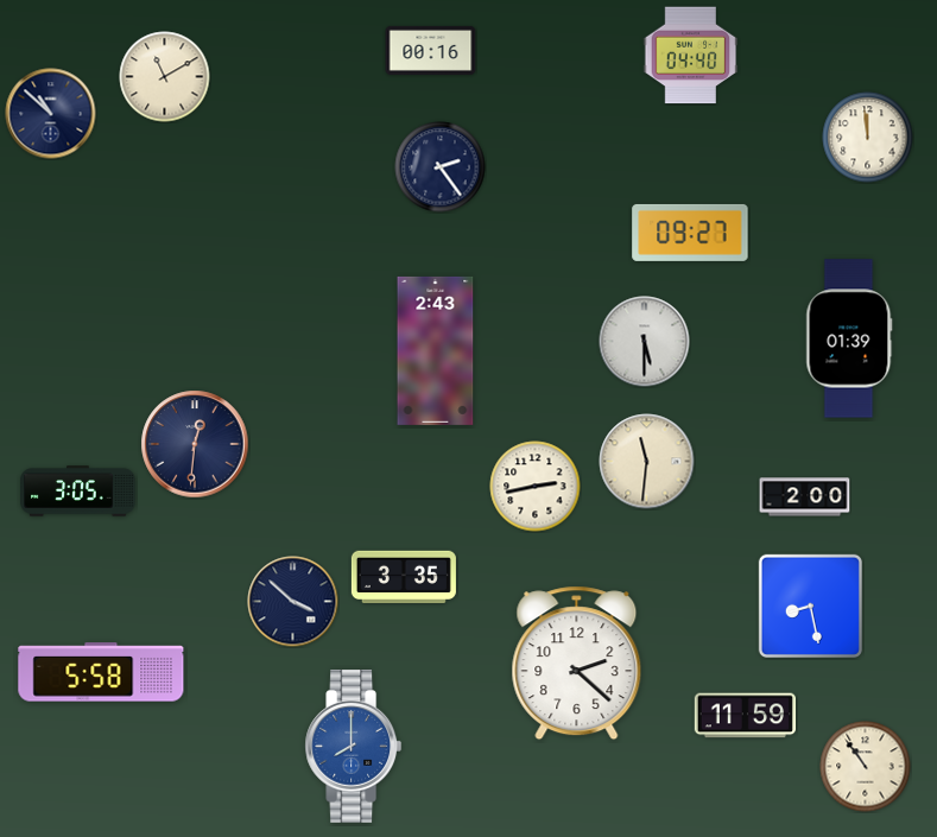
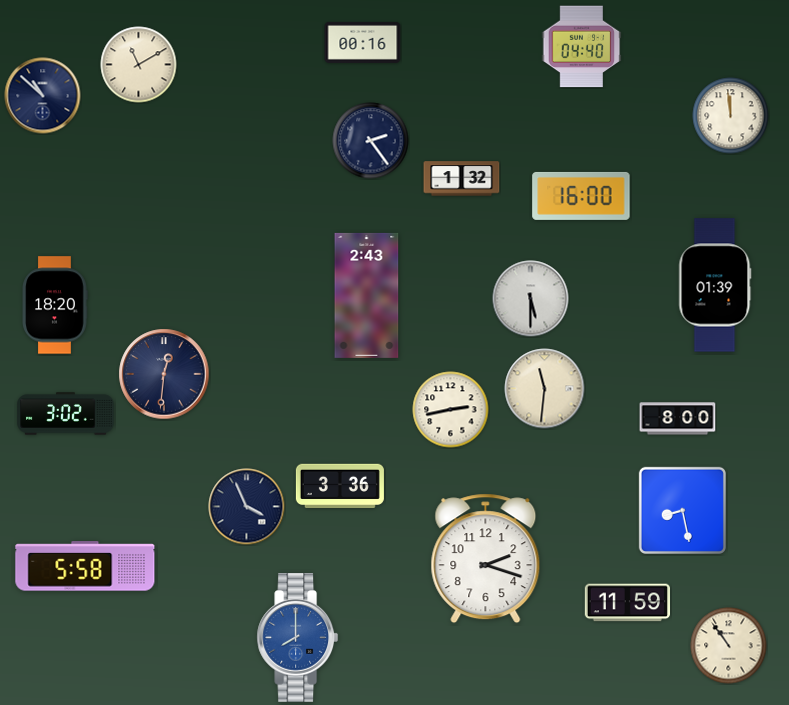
clock at (462, 179): none -> 1:32
clock at (690, 233): 09:27 -> 16:00
clock at (645, 342) position: (645, 342) -> (531, 299)
clock at (55, 305): none -> 18:20
clock at (78, 492): 3:05 -> 3:02
clock at (805, 497): 2:00 -> 8:00
clock at (404, 576): 3:35 -> 3:36
clock at (293, 602): 3:52 -> 3:56
clock at (577, 664): 2:22 -> 2:18
clock at (354, 747) position: (354, 747) -> (298, 638)
